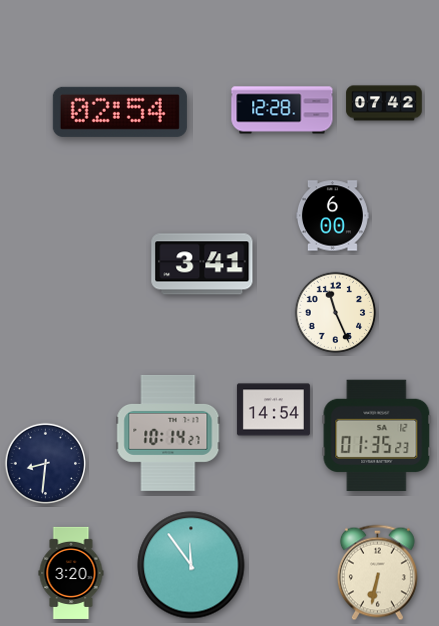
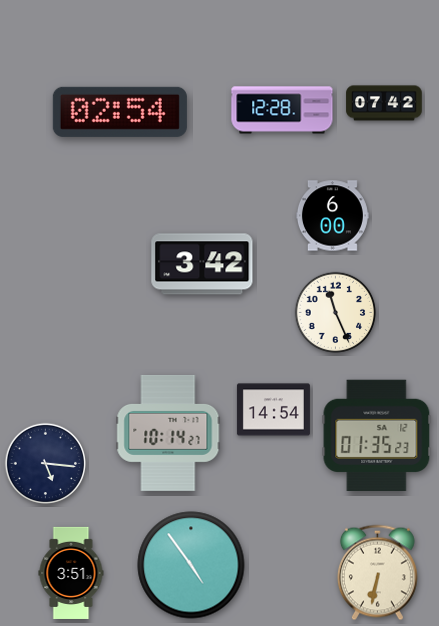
clock at (202, 264): 3:41 -> 3:42
clock at (46, 464): 8:31 -> 5:16
clock at (191, 565): 11:54 -> 4:54
clock at (71, 573): 3:20 -> 3:51
